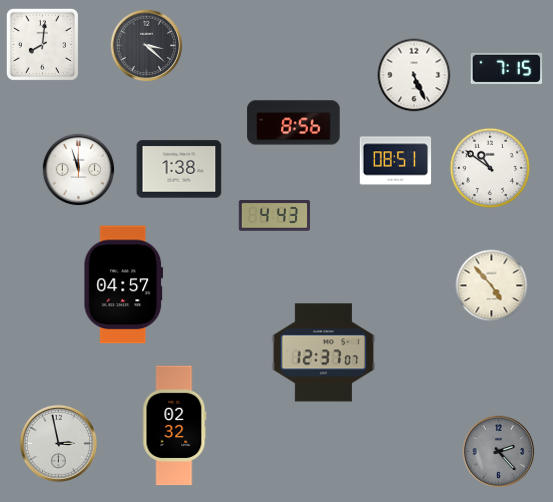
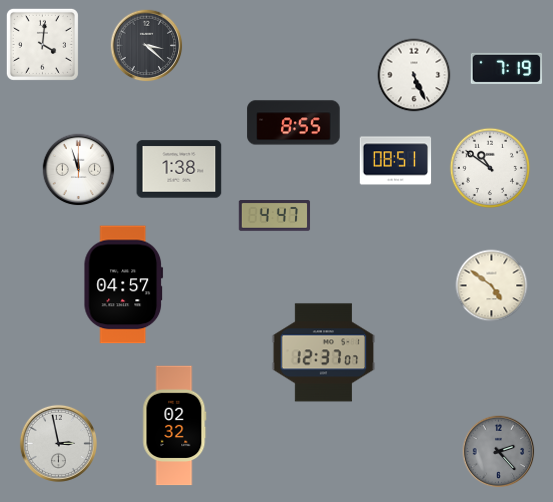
clock at (42, 44): 8:01 -> 4:01
clock at (507, 68): 7:15 -> 7:19
clock at (294, 123): 8:56 -> 8:55
clock at (275, 216): 4:43 -> 4:47
clock at (492, 286): 4:53 -> 4:51
